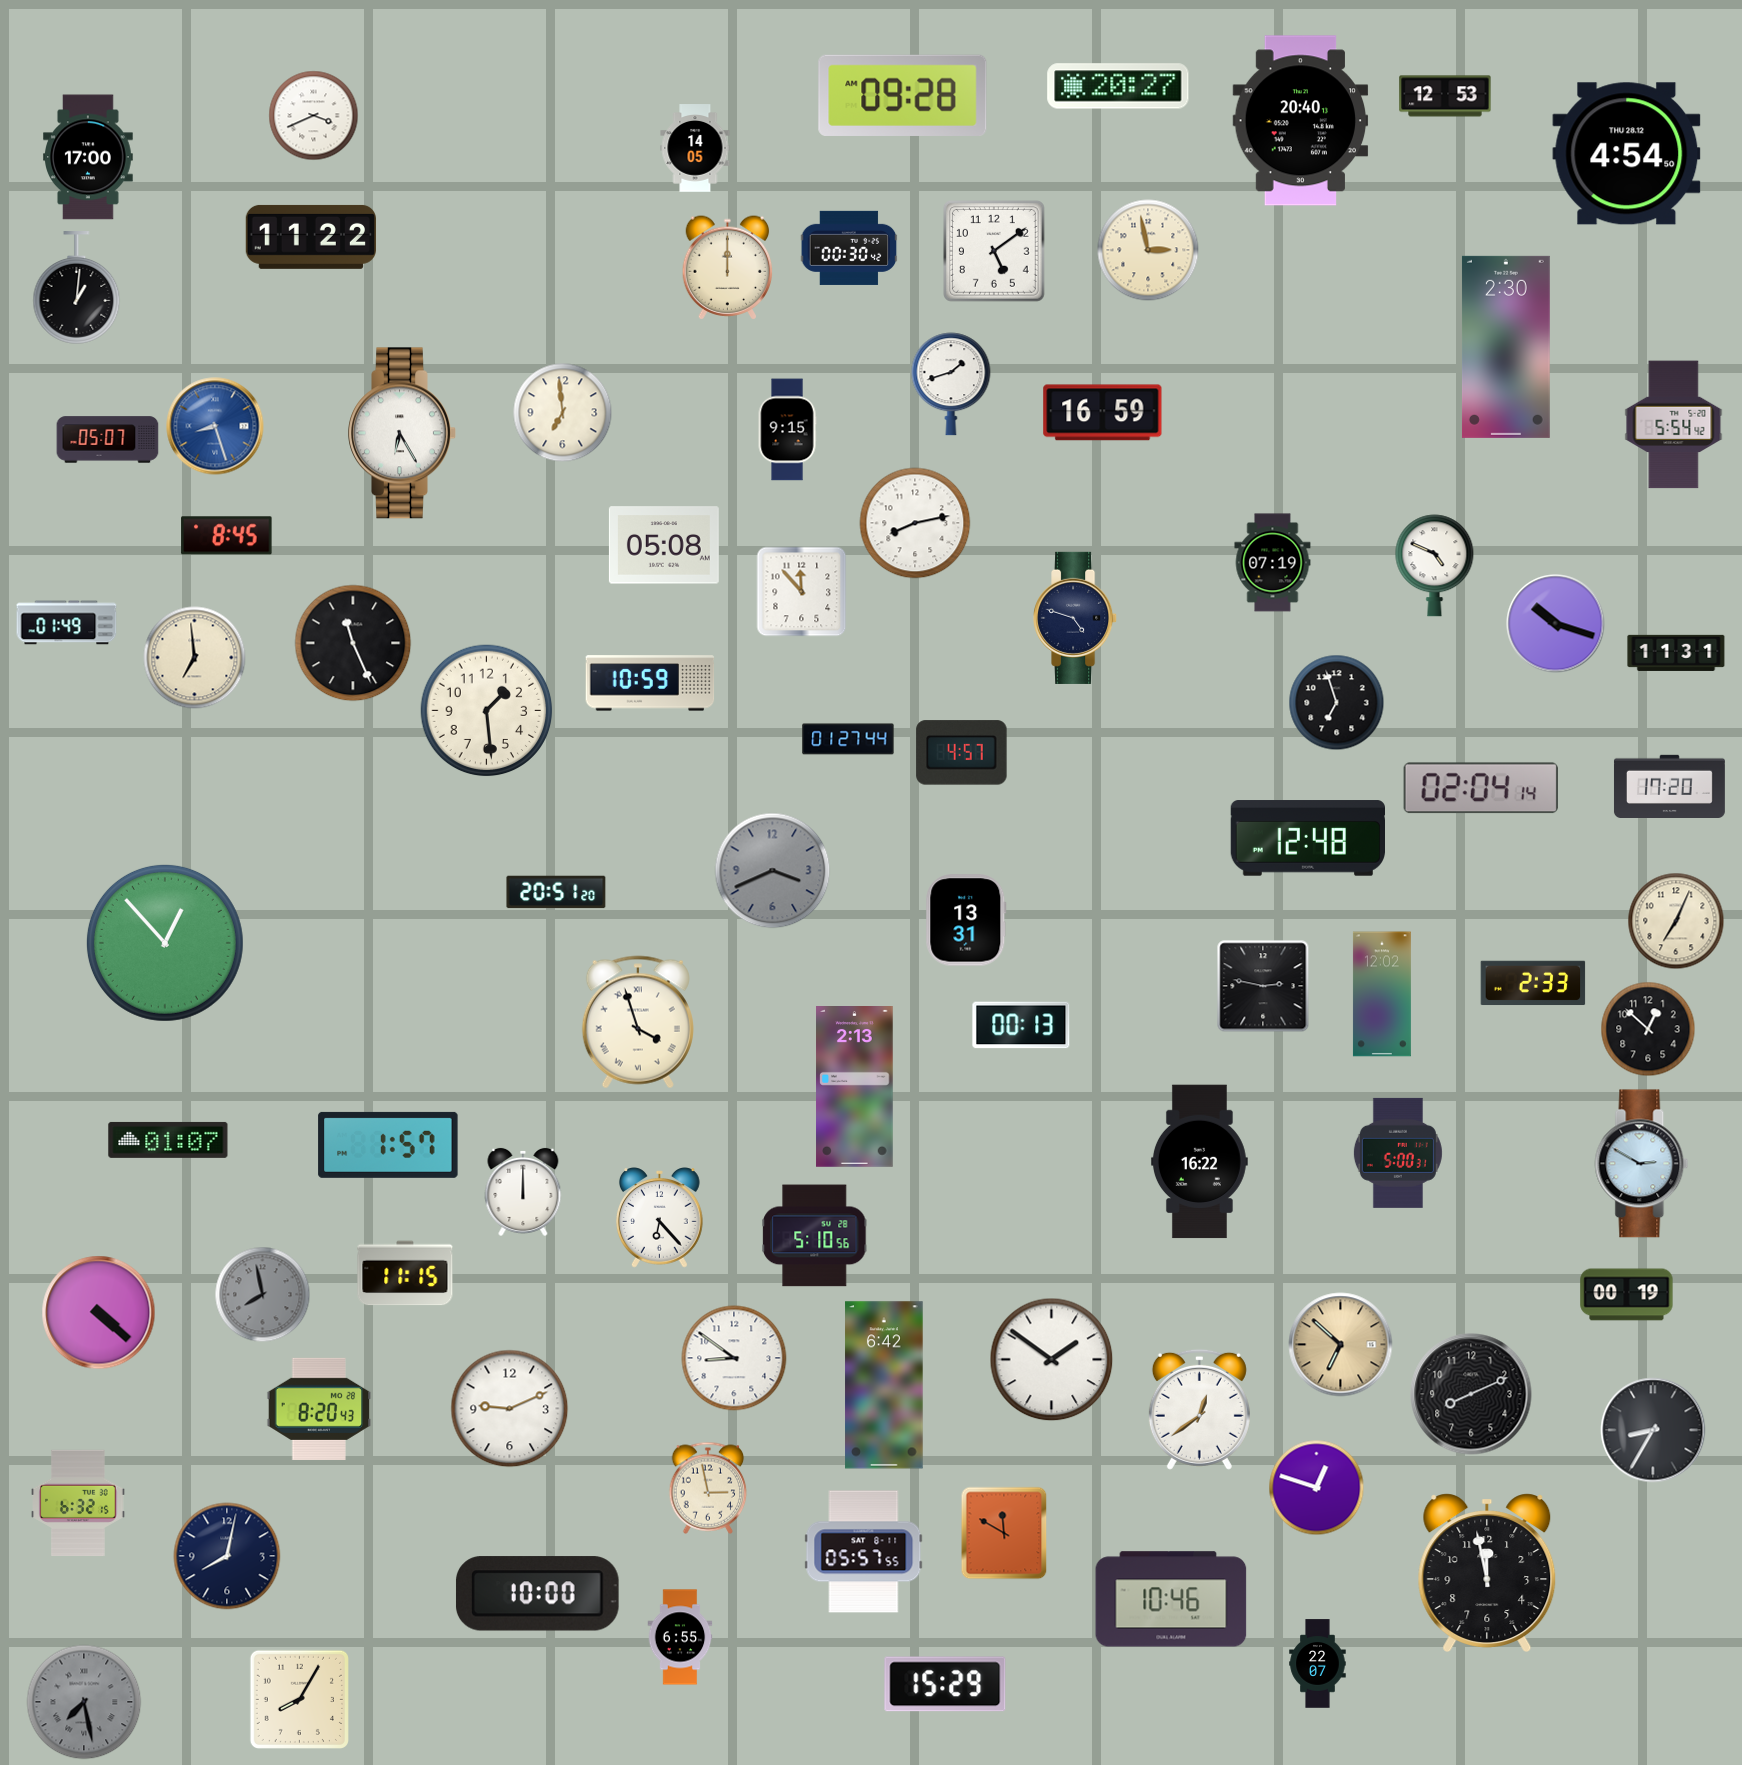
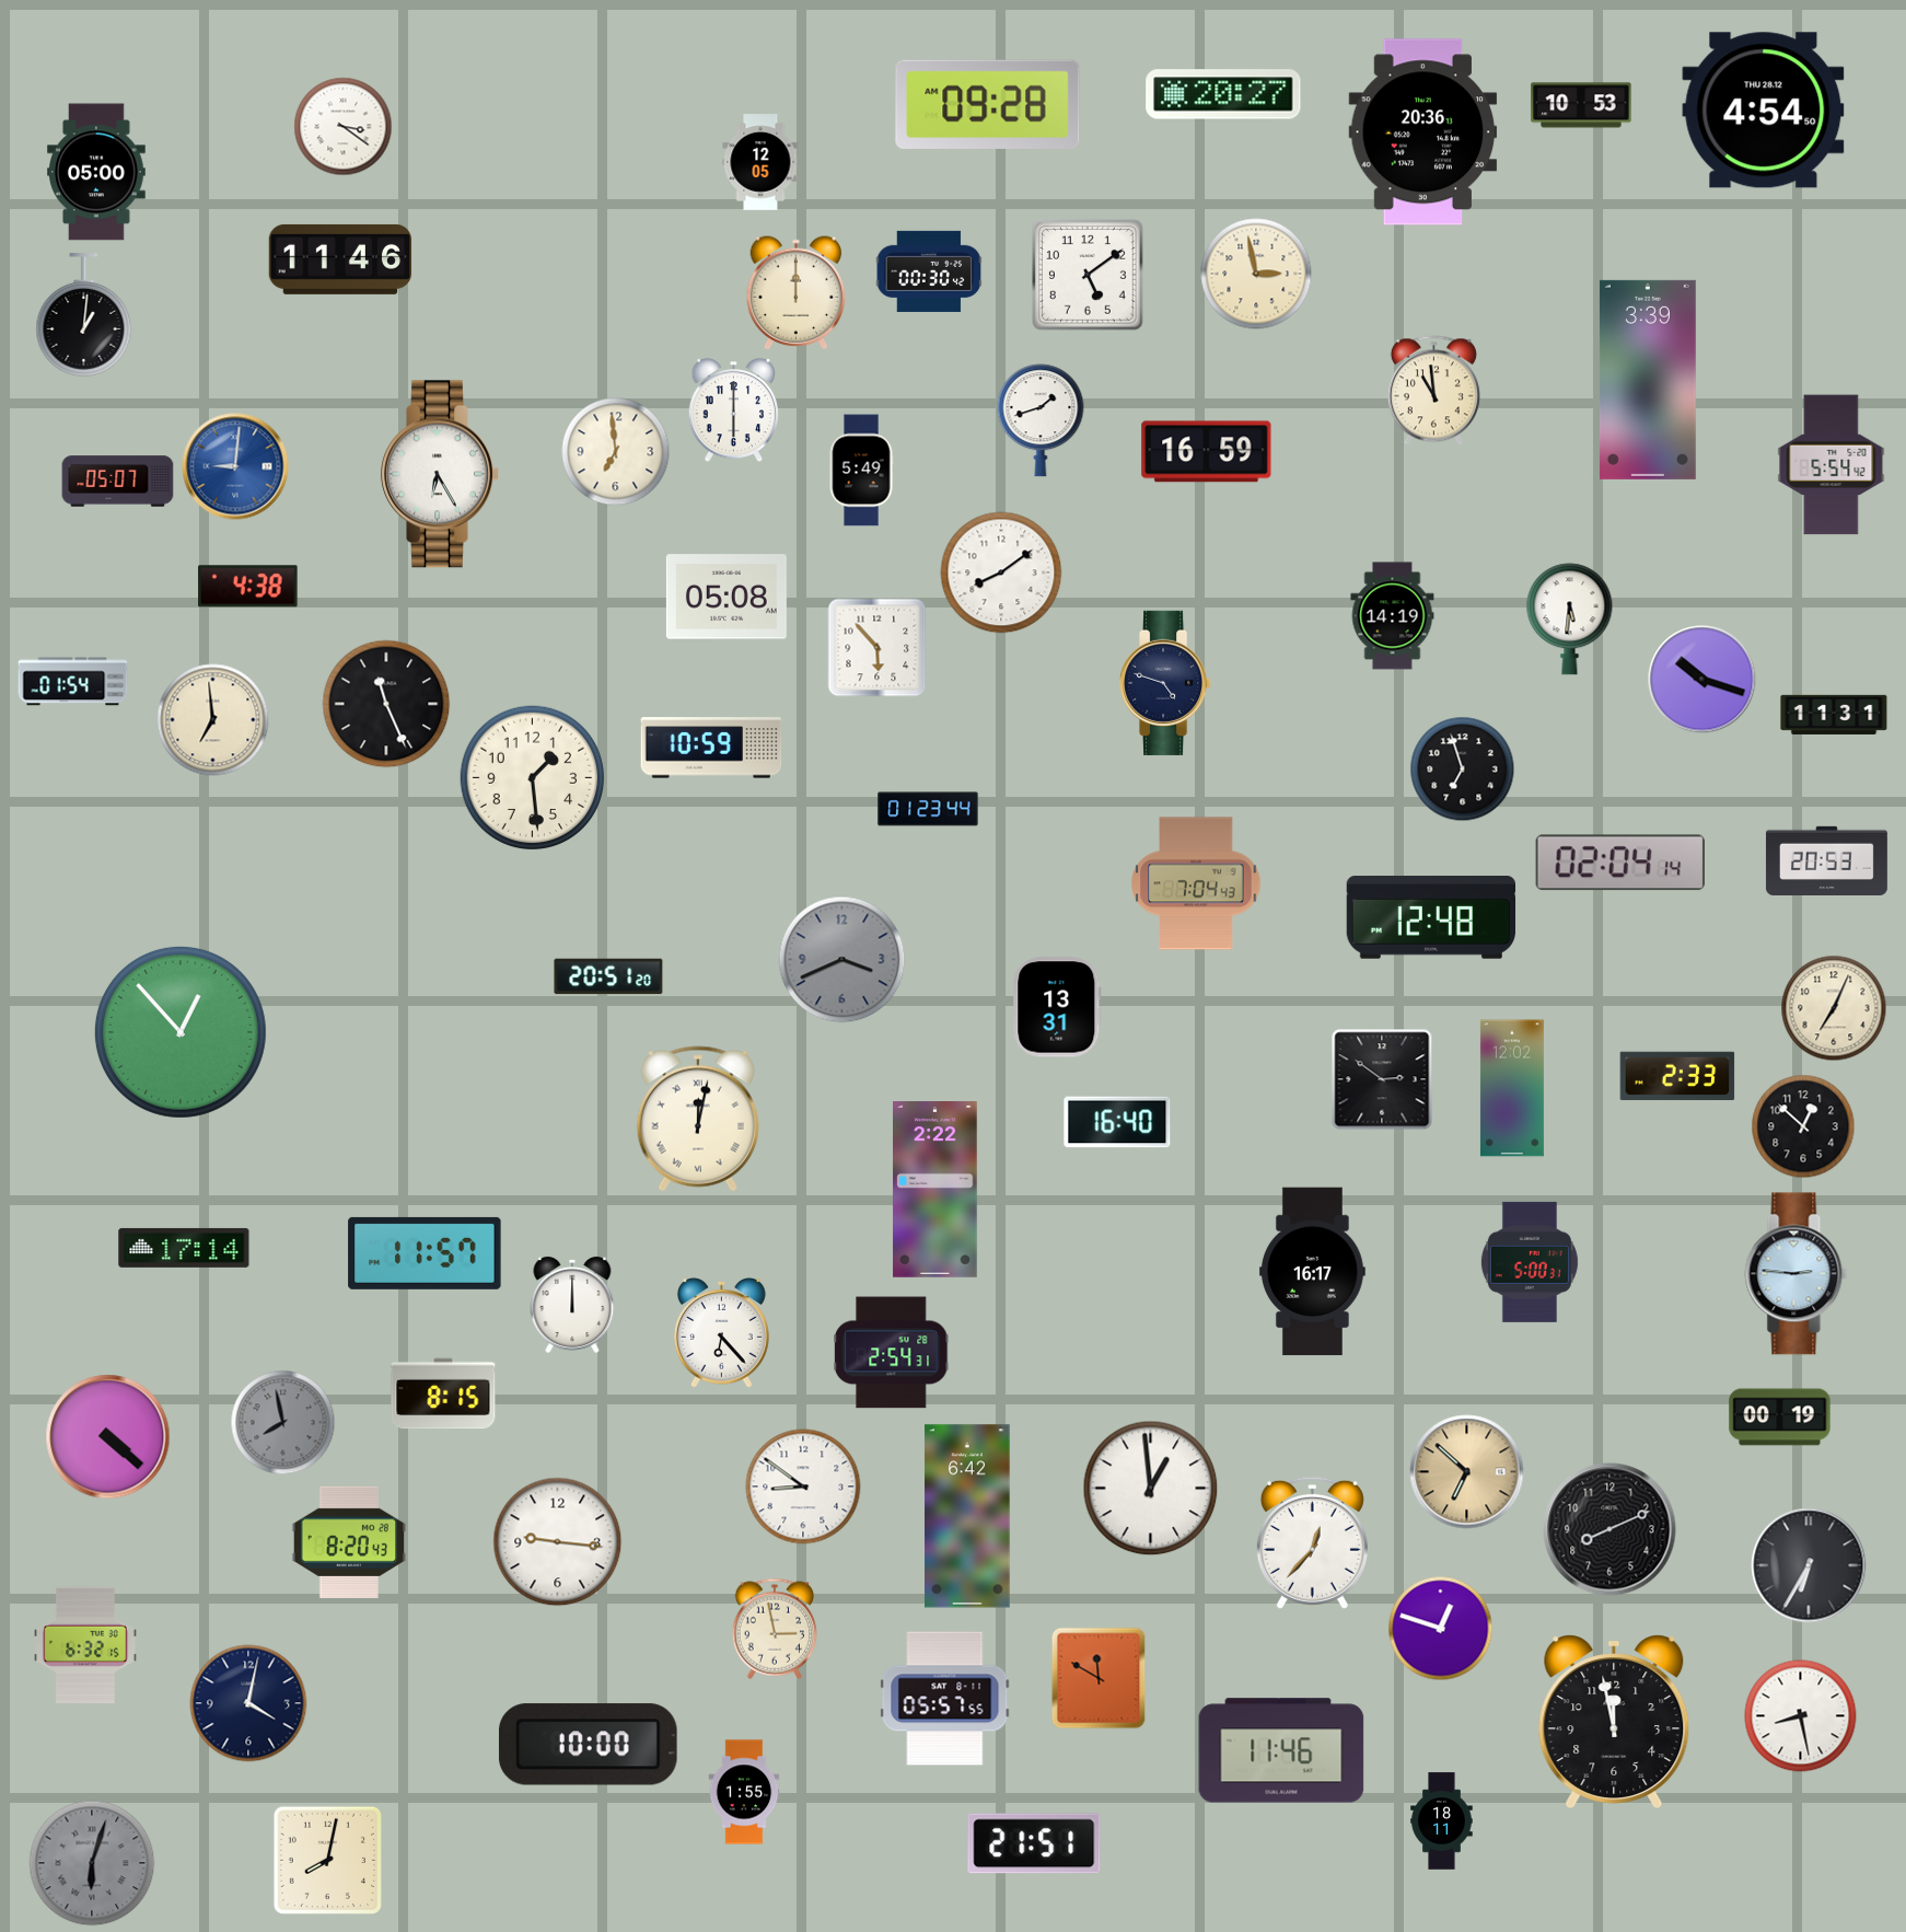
clock at (1445, 96): 12:53 -> 10:53
clock at (314, 116): 3:41 -> 3:21
clock at (1301, 121): 20:40 -> 20:36
clock at (695, 148): 14:05 -> 12:05
clock at (1627, 154) position: (1627, 154) -> (1764, 111)
clock at (89, 157): 17:00 -> 05:00
clock at (310, 237): 11:22 -> 11:46
clock at (1506, 347): 2:30 -> 3:39
clock at (1433, 391): none -> 10:59
clock at (734, 412): none -> 6:00
clock at (215, 426): 8:27 -> 9:01
clock at (787, 430): 9:15 -> 5:49
clock at (915, 523): 8:13 -> 8:09
clock at (227, 536): 8:45 -> 4:38
clock at (1273, 563): 07:19 -> 14:19
clock at (1435, 566): 4:49 -> 5:31
clock at (802, 592): 11:53 -> 5:53
clock at (1076, 618) position: (1076, 618) -> (1166, 683)
clock at (67, 623): 01:49 -> 01:54
clock at (1556, 624) position: (1556, 624) -> (1702, 680)
clock at (848, 739): 01:27 -> 01:23
clock at (962, 753): 4:57 -> none
clock at (1669, 786): 17:20 -> 20:53
clock at (1196, 883): none -> 7:04
clock at (773, 871) position: (773, 871) -> (842, 960)
clock at (1263, 986): 2:47 -> 2:51
clock at (638, 1022): 3:57 -> 12:02
clock at (1021, 1025): 00:13 -> 16:40
clock at (855, 1087): 2:13 -> 2:22
clock at (168, 1140): 01:07 -> 17:14
clock at (388, 1145): 1:57 -> 11:57
clock at (1199, 1162): 16:22 -> 16:17
clock at (1642, 1164): 2:50 -> 2:46
clock at (815, 1236): 5:10 -> 2:54
clock at (405, 1273): 11:15 -> 8:15
clock at (263, 1295) position: (263, 1295) -> (283, 1423)
clock at (1052, 1360): 1:51 -> 12:59
clock at (1471, 1394) position: (1471, 1394) -> (1609, 1529)
clock at (510, 1409): 9:11 -> 9:16
clock at (1199, 1409): 12:39 -> 12:37
clock at (1653, 1430): 8:35 -> 6:35
clock at (227, 1556): 8:02 -> 4:02
clock at (1801, 1716): none -> 8:28
clock at (1487, 1573) position: (1487, 1573) -> (1614, 1722)
clock at (1171, 1599): 10:46 -> 11:46
clock at (680, 1637): 6:55 -> 1:55
clock at (1318, 1664): 22:07 -> 18:11
clock at (945, 1684): 15:29 -> 21:51
clock at (299, 1699): 8:05 -> 8:02
clock at (84, 1702): 7:28 -> 6:03
